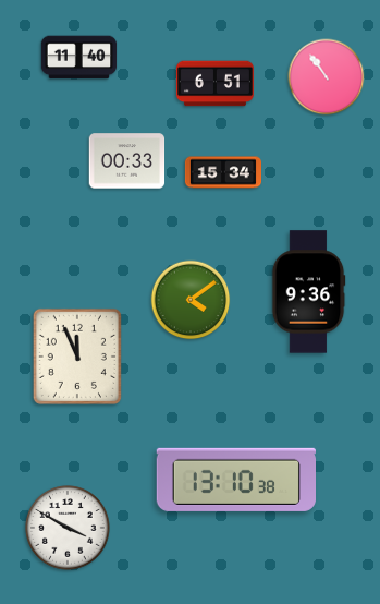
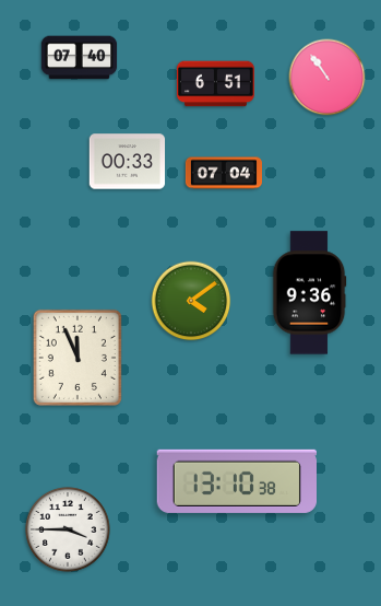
clock at (79, 58): 11:40 -> 07:40
clock at (222, 172): 15:34 -> 07:04
clock at (69, 529): 3:50 -> 3:45
